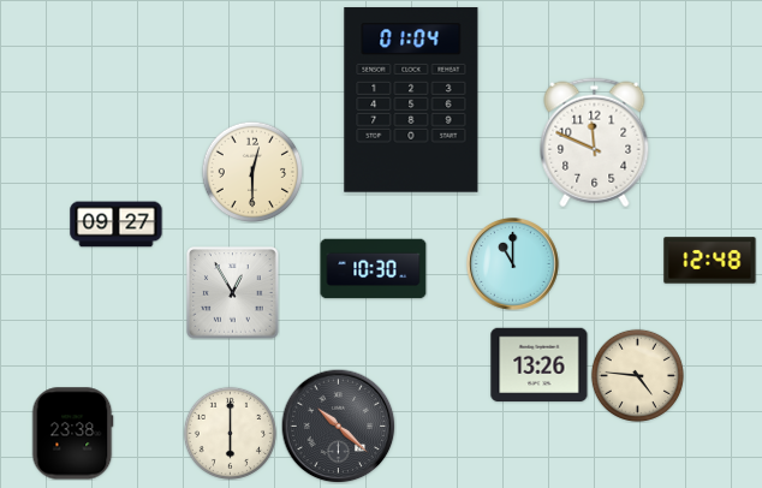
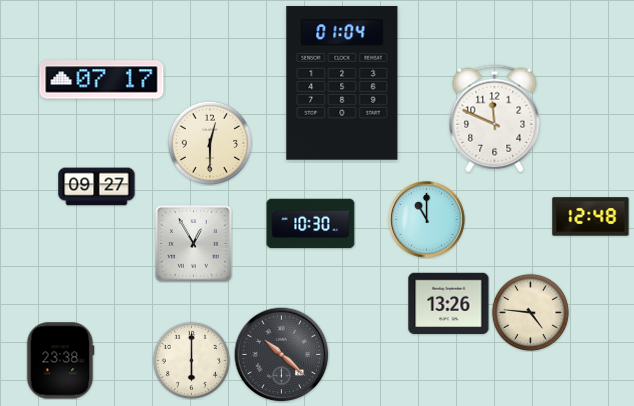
clock at (102, 80): none -> 07:17
